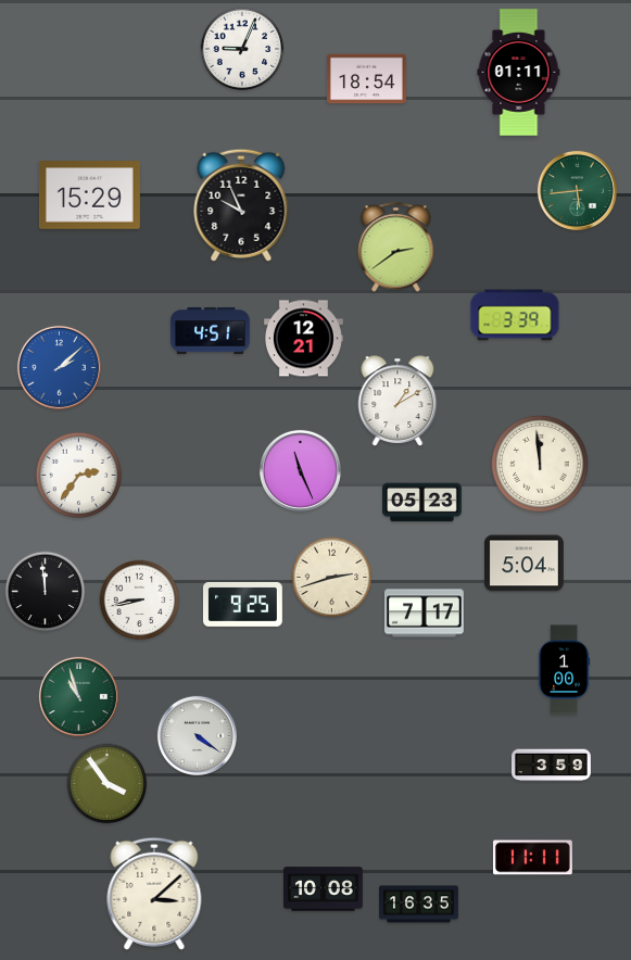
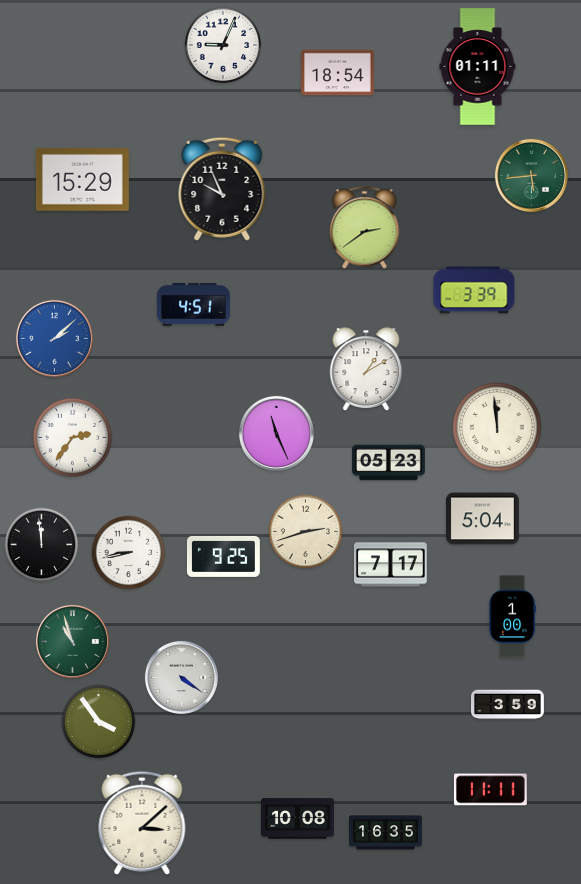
clock at (303, 339): 12:21 -> none
clock at (565, 670) position: (565, 670) -> (513, 617)
